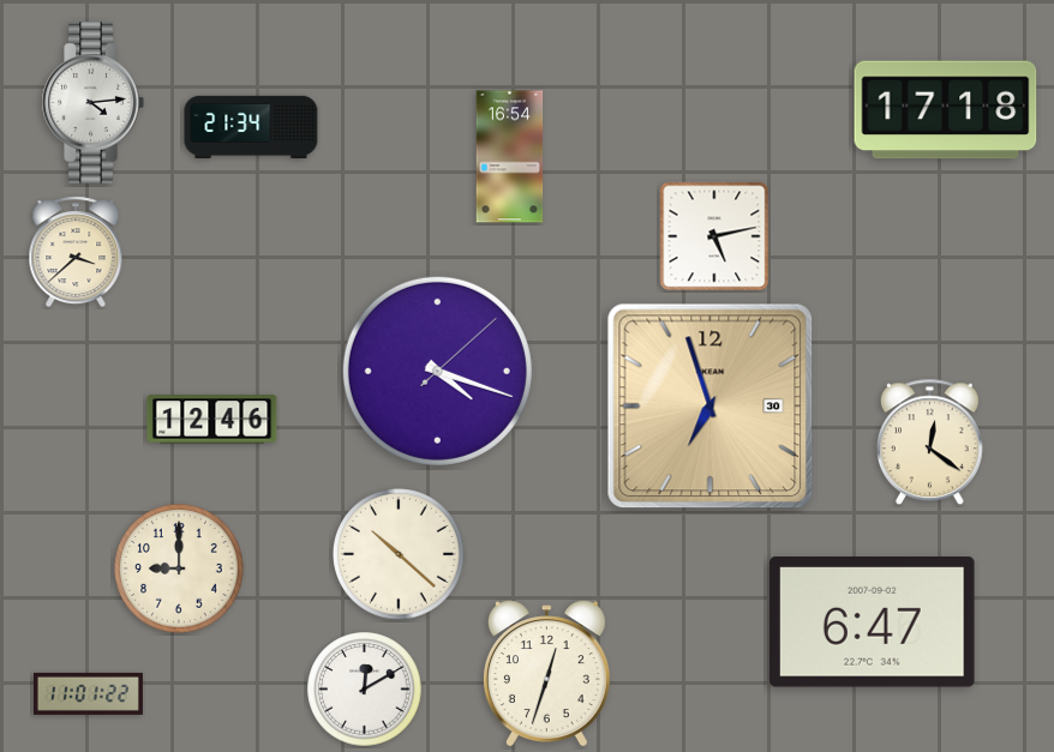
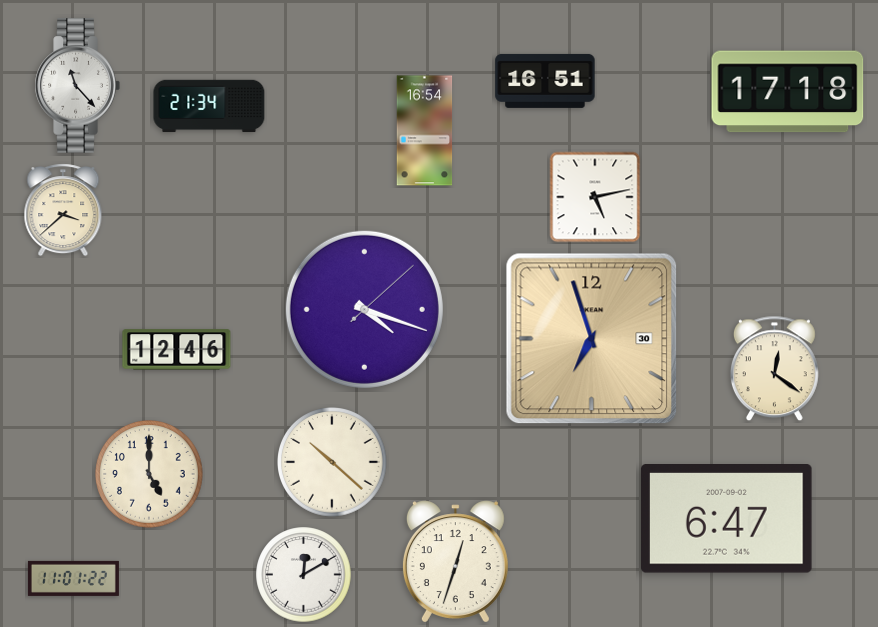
clock at (545, 81): none -> 16:51
clock at (92, 103): 4:14 -> 11:23
clock at (180, 570): 9:00 -> 5:00
